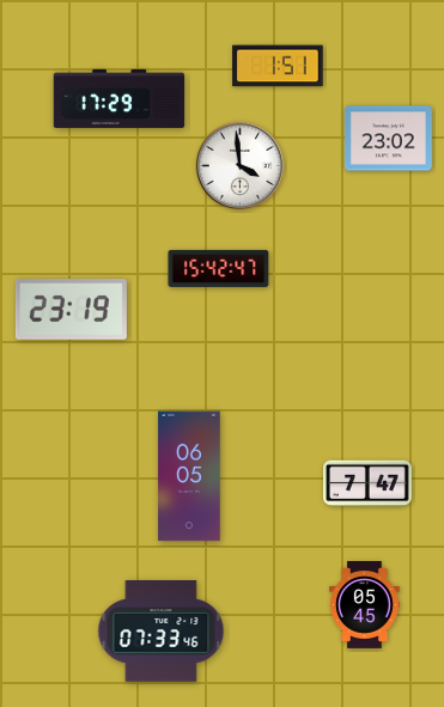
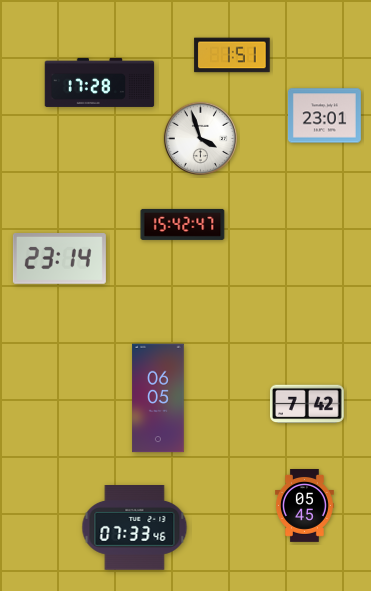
clock at (120, 98): 17:29 -> 17:28
clock at (388, 139): 23:02 -> 23:01
clock at (239, 165): 3:59 -> 3:57
clock at (71, 310): 23:19 -> 23:14
clock at (369, 483): 7:47 -> 7:42
